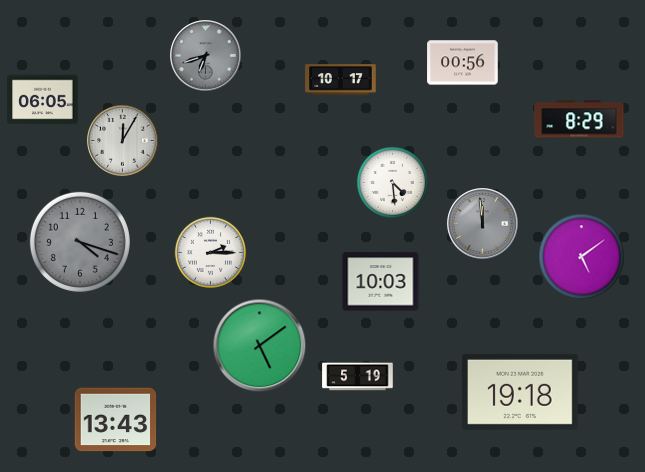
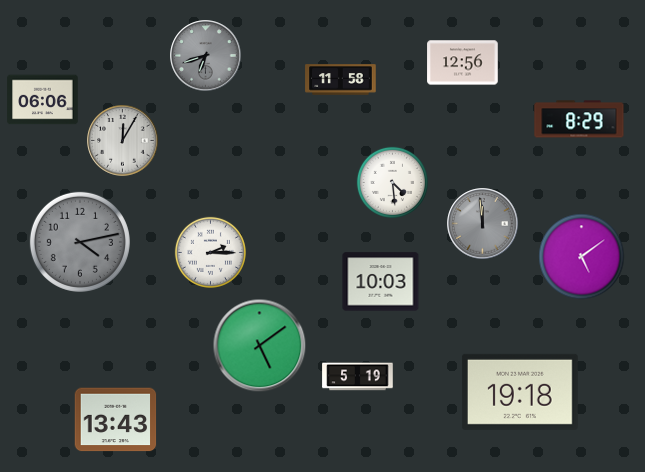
clock at (463, 63): 00:56 -> 12:56
clock at (341, 80): 10:17 -> 11:58
clock at (43, 100): 06:05 -> 06:06
clock at (80, 242): 4:18 -> 4:13
